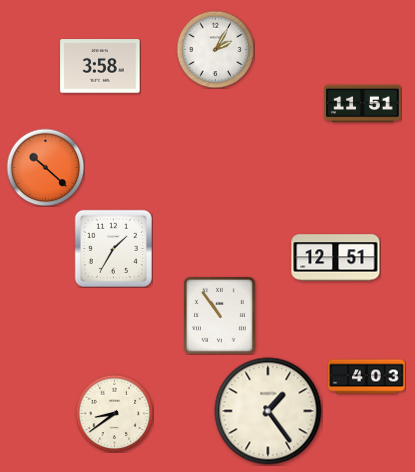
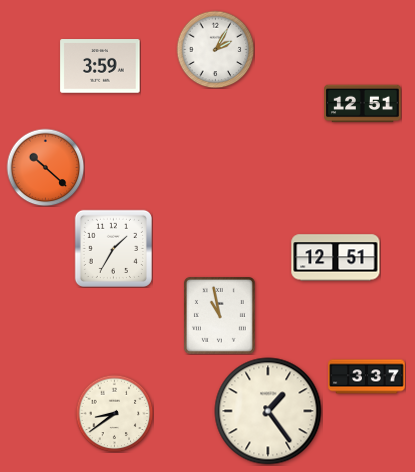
clock at (100, 66): 3:58 -> 3:59
clock at (363, 104): 11:51 -> 12:51
clock at (219, 315): 10:54 -> 10:58
clock at (367, 377): 4:03 -> 3:37
